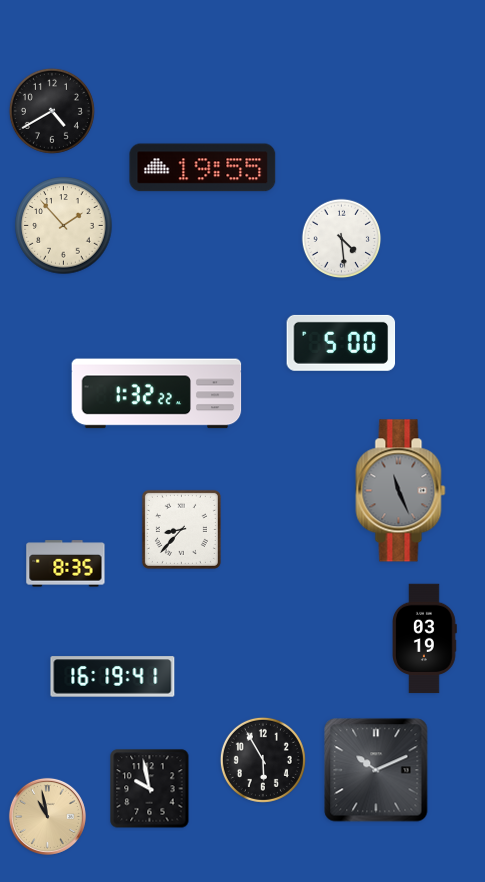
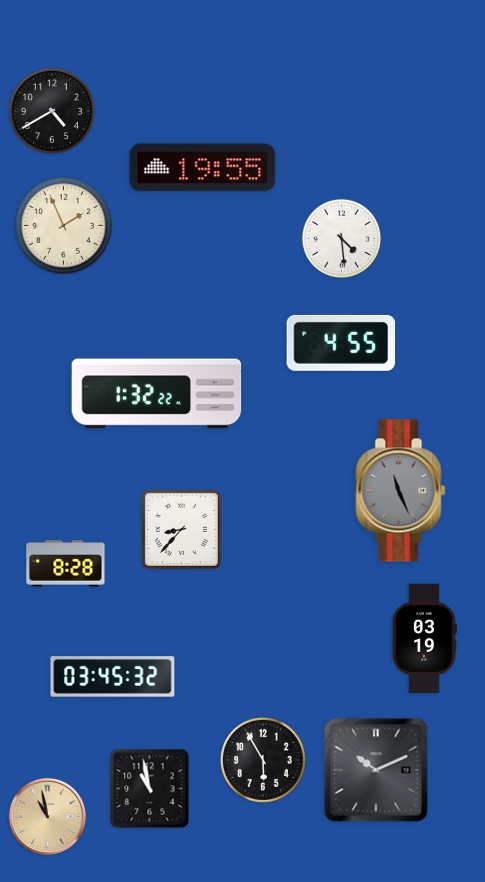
clock at (64, 226): 1:53 -> 1:56
clock at (341, 343): 5:00 -> 4:55
clock at (66, 564): 8:35 -> 8:28
clock at (113, 677): 16:19 -> 03:45
clock at (150, 789): 9:58 -> 10:58
